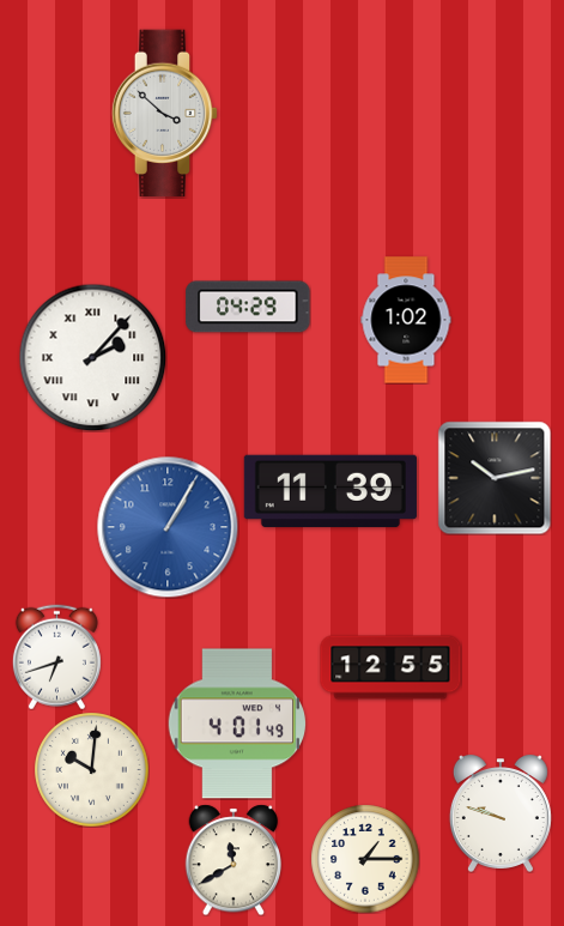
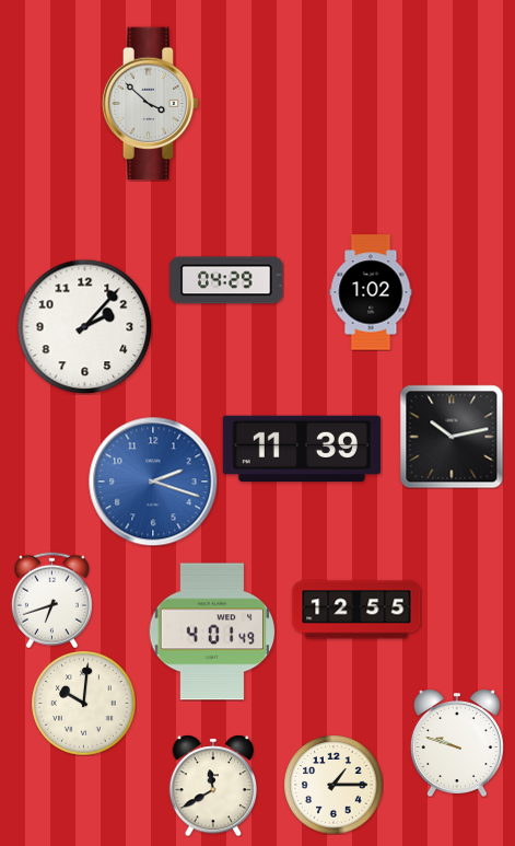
clock at (92, 357) numerals: Roman -> Arabic
clock at (168, 527): 1:05 -> 2:18
clock at (237, 724) position: (237, 724) -> (212, 631)
